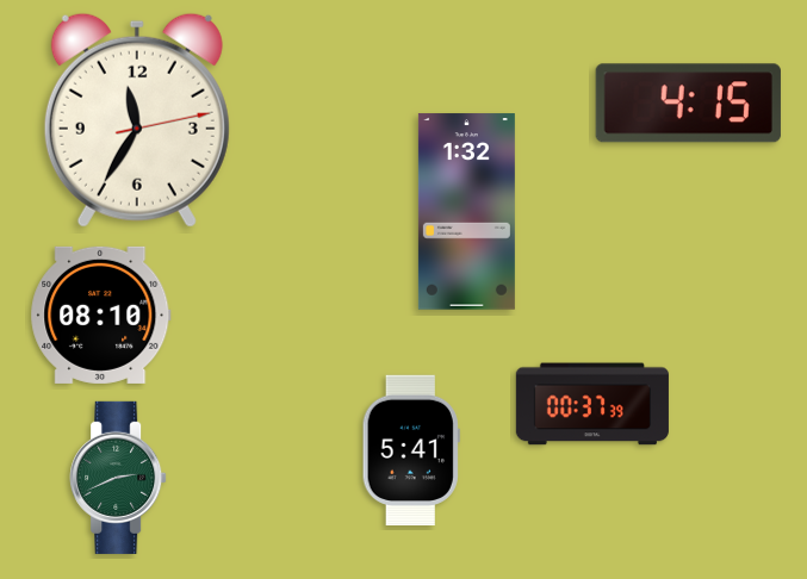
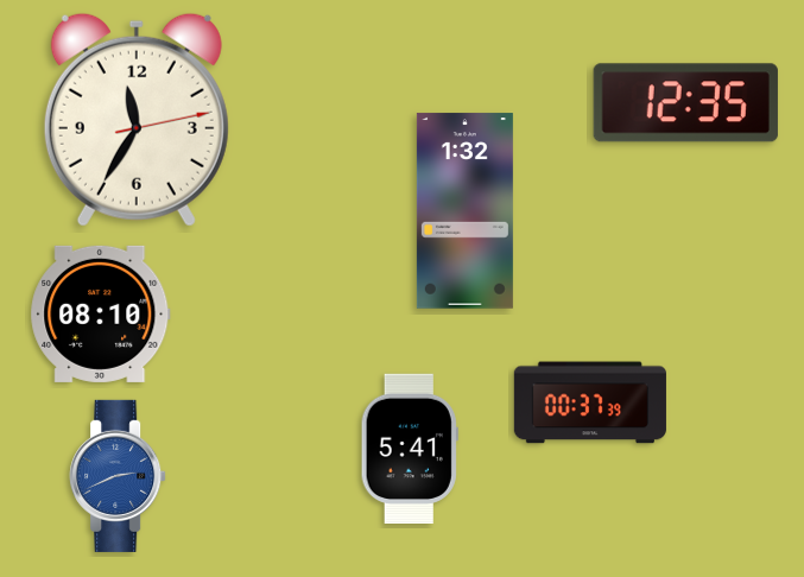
clock at (688, 104): 4:15 -> 12:35
clock at (118, 478) dial: green -> blue
